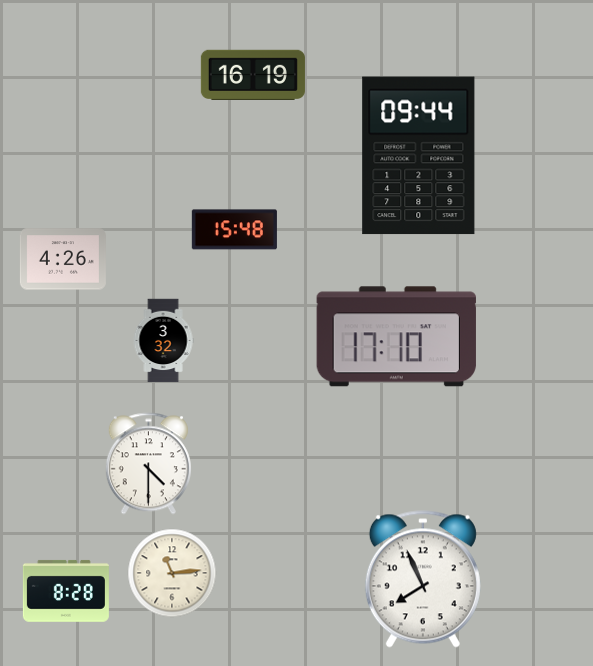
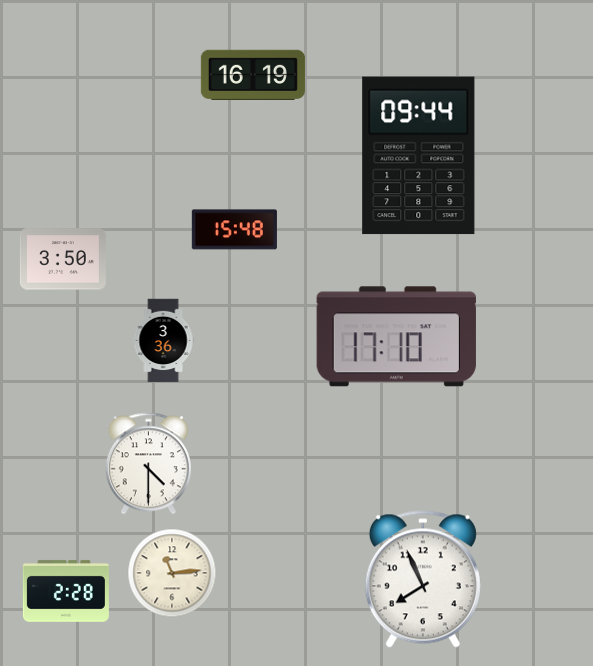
clock at (63, 259): 4:26 -> 3:50
clock at (163, 341): 3:32 -> 3:36
clock at (66, 591): 8:28 -> 2:28
